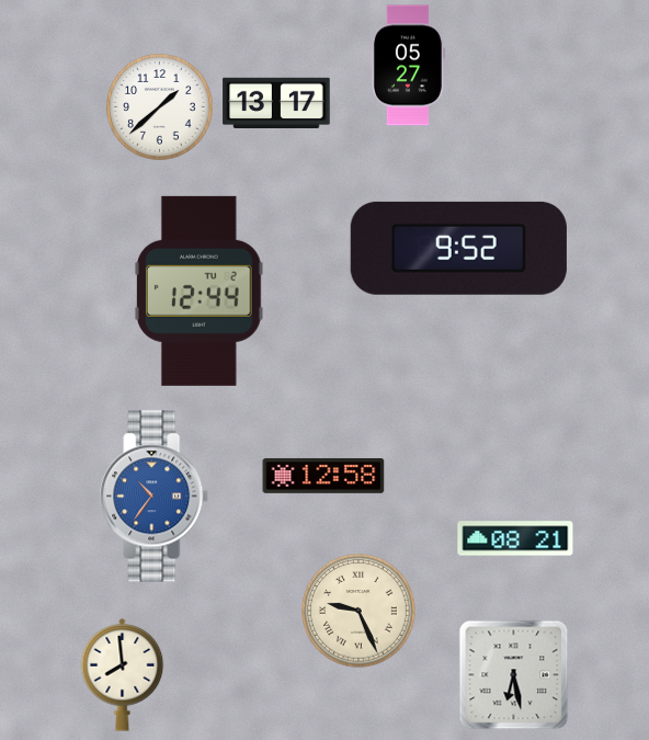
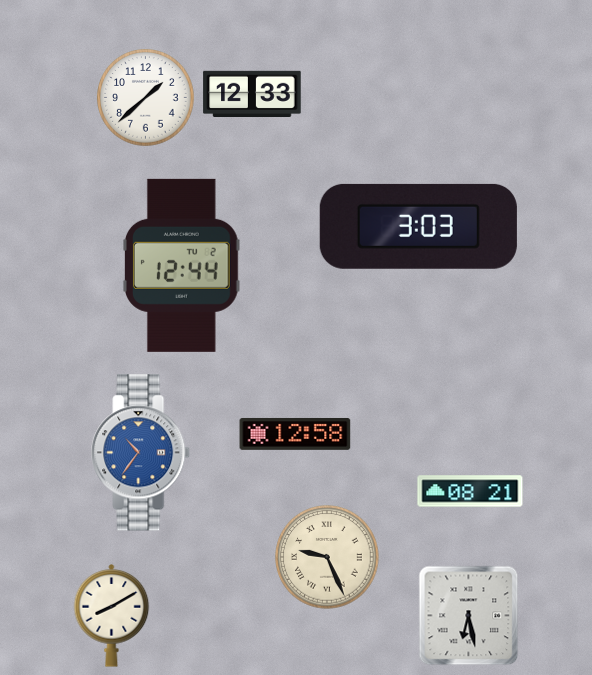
clock at (408, 66): 05:27 -> none
clock at (276, 102): 13:17 -> 12:33
clock at (458, 248): 9:52 -> 3:03
clock at (123, 675): 7:59 -> 8:10
